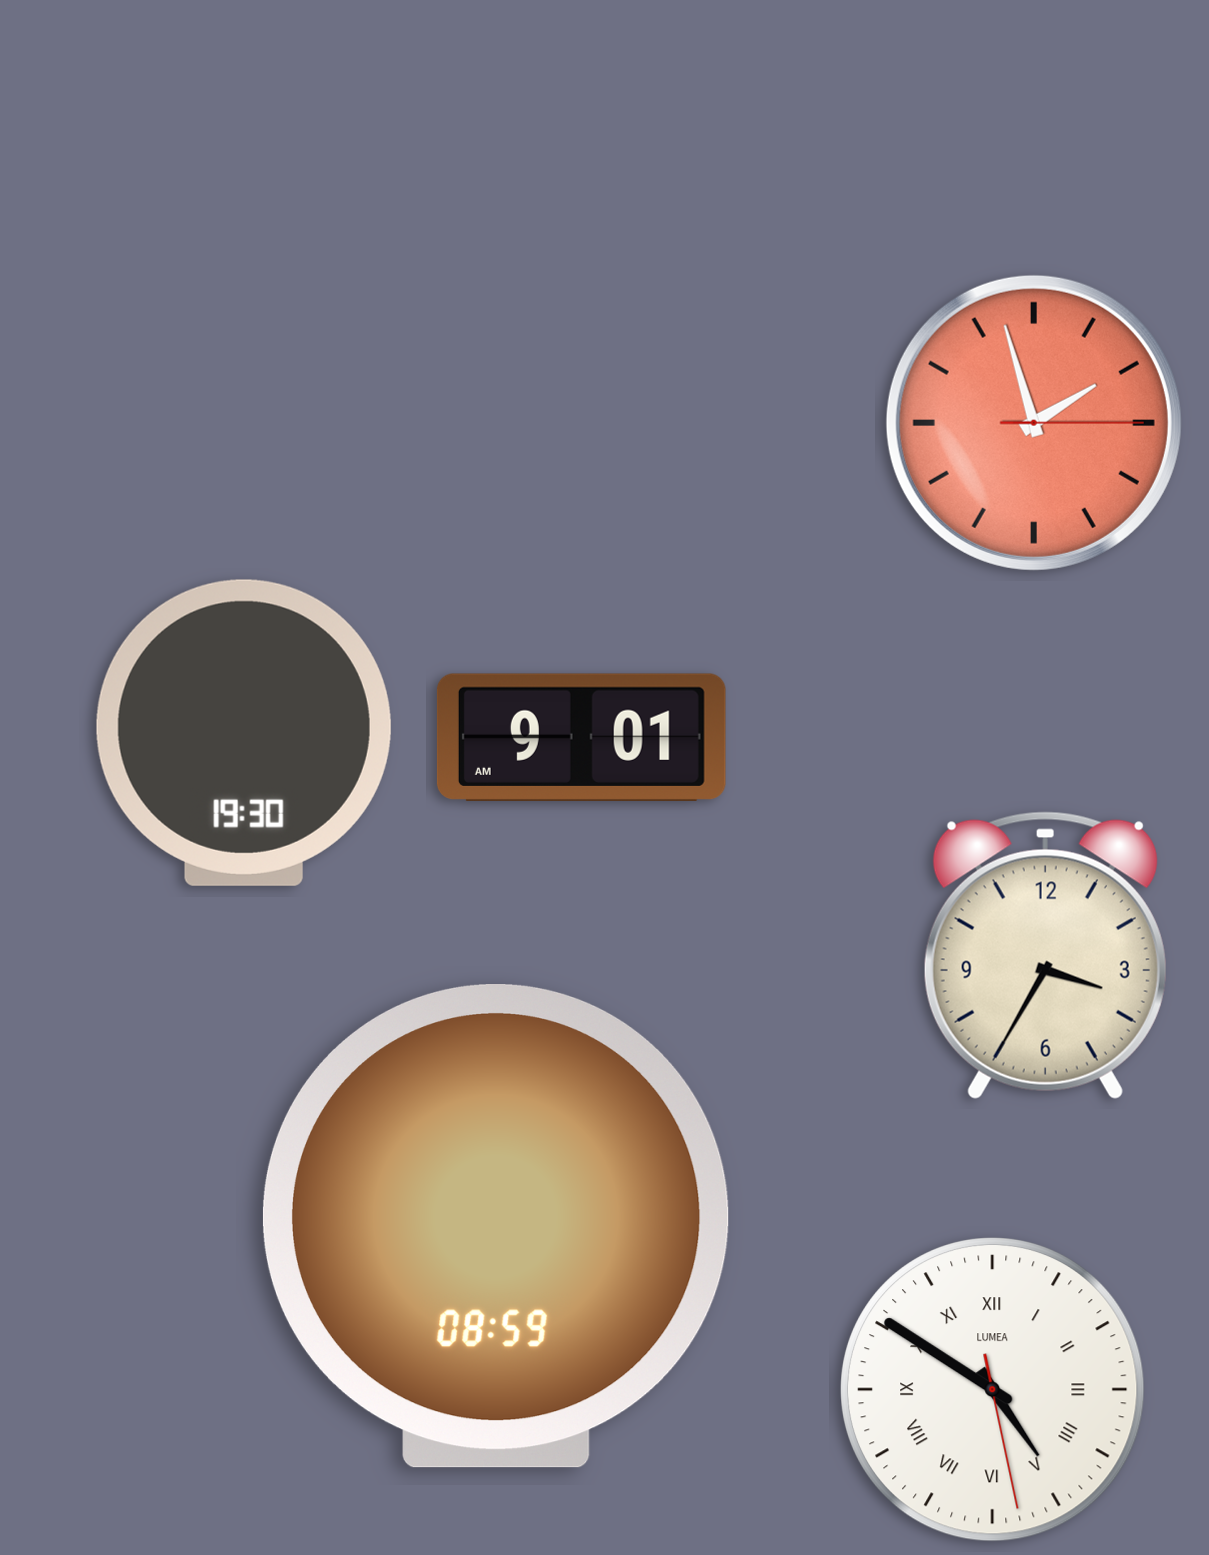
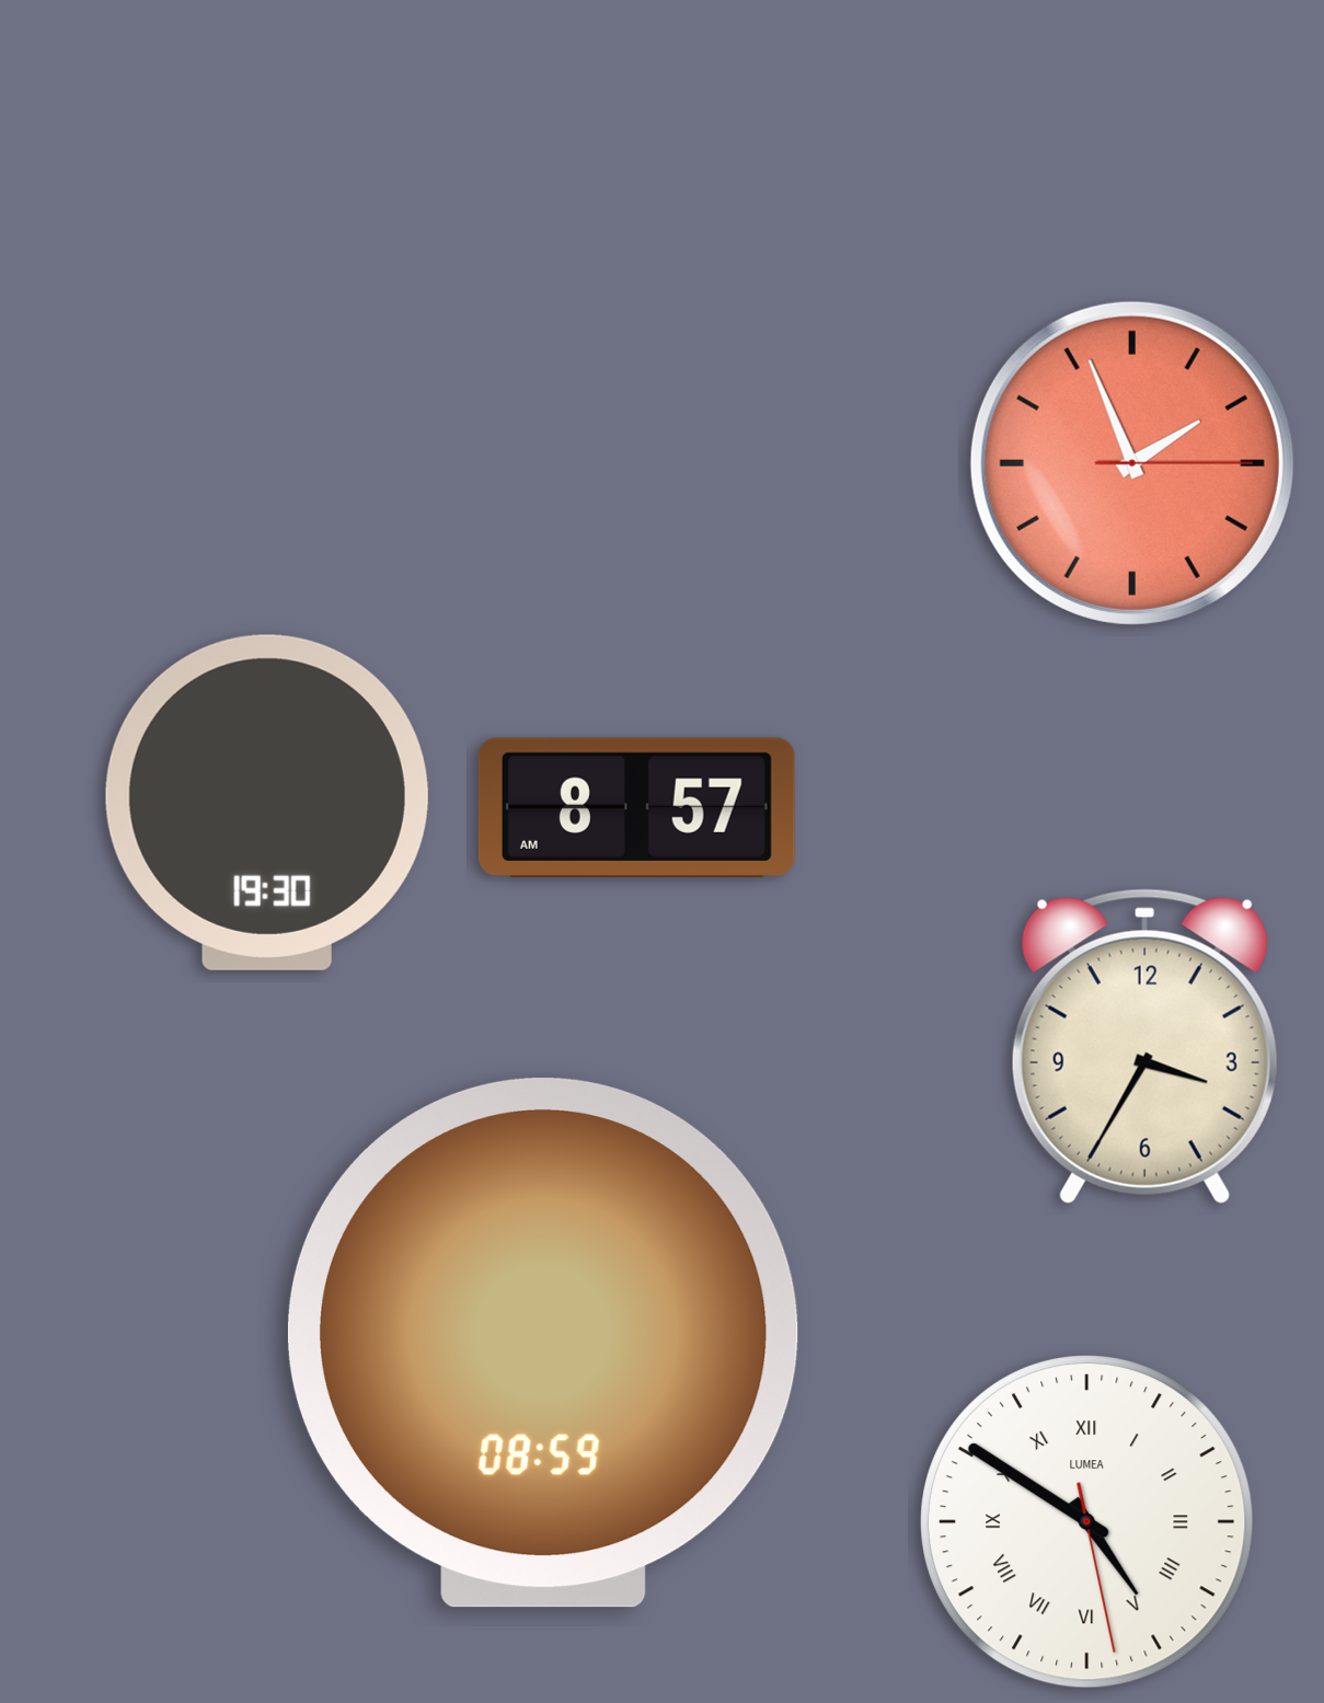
clock at (1034, 423): 1:57 -> 1:56
clock at (581, 737): 9:01 -> 8:57
